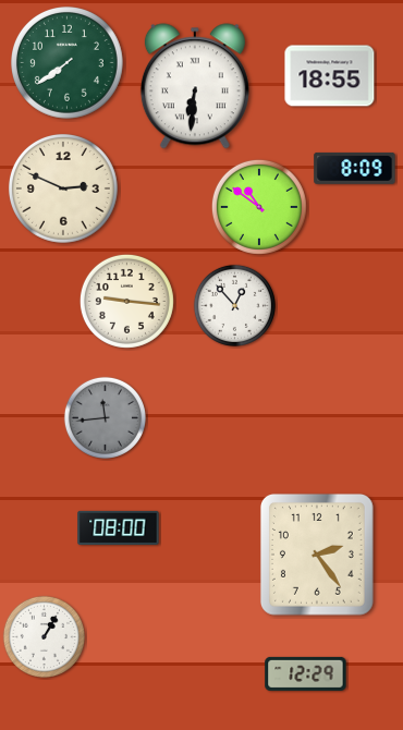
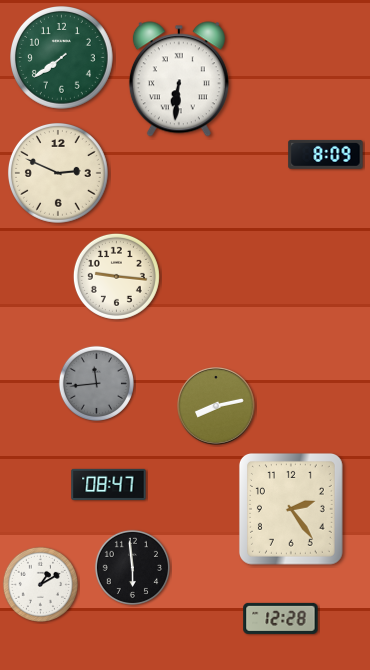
clock at (330, 76): 18:55 -> none
clock at (259, 207): 10:51 -> none
clock at (234, 305): 12:53 -> none
clock at (217, 407): none -> 8:13
clock at (119, 527): 08:00 -> 08:47
clock at (132, 567): none -> 5:59
clock at (44, 636): 1:05 -> 1:10
clock at (306, 673): 12:29 -> 12:28
